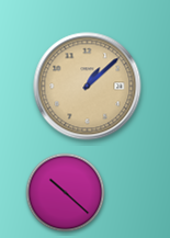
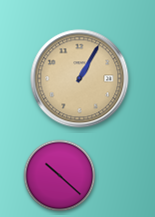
clock at (88, 87): 1:08 -> 1:05
